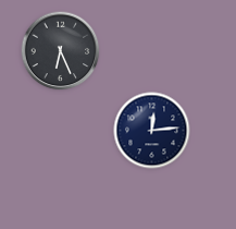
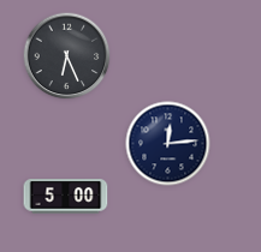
clock at (66, 197): none -> 5:00
